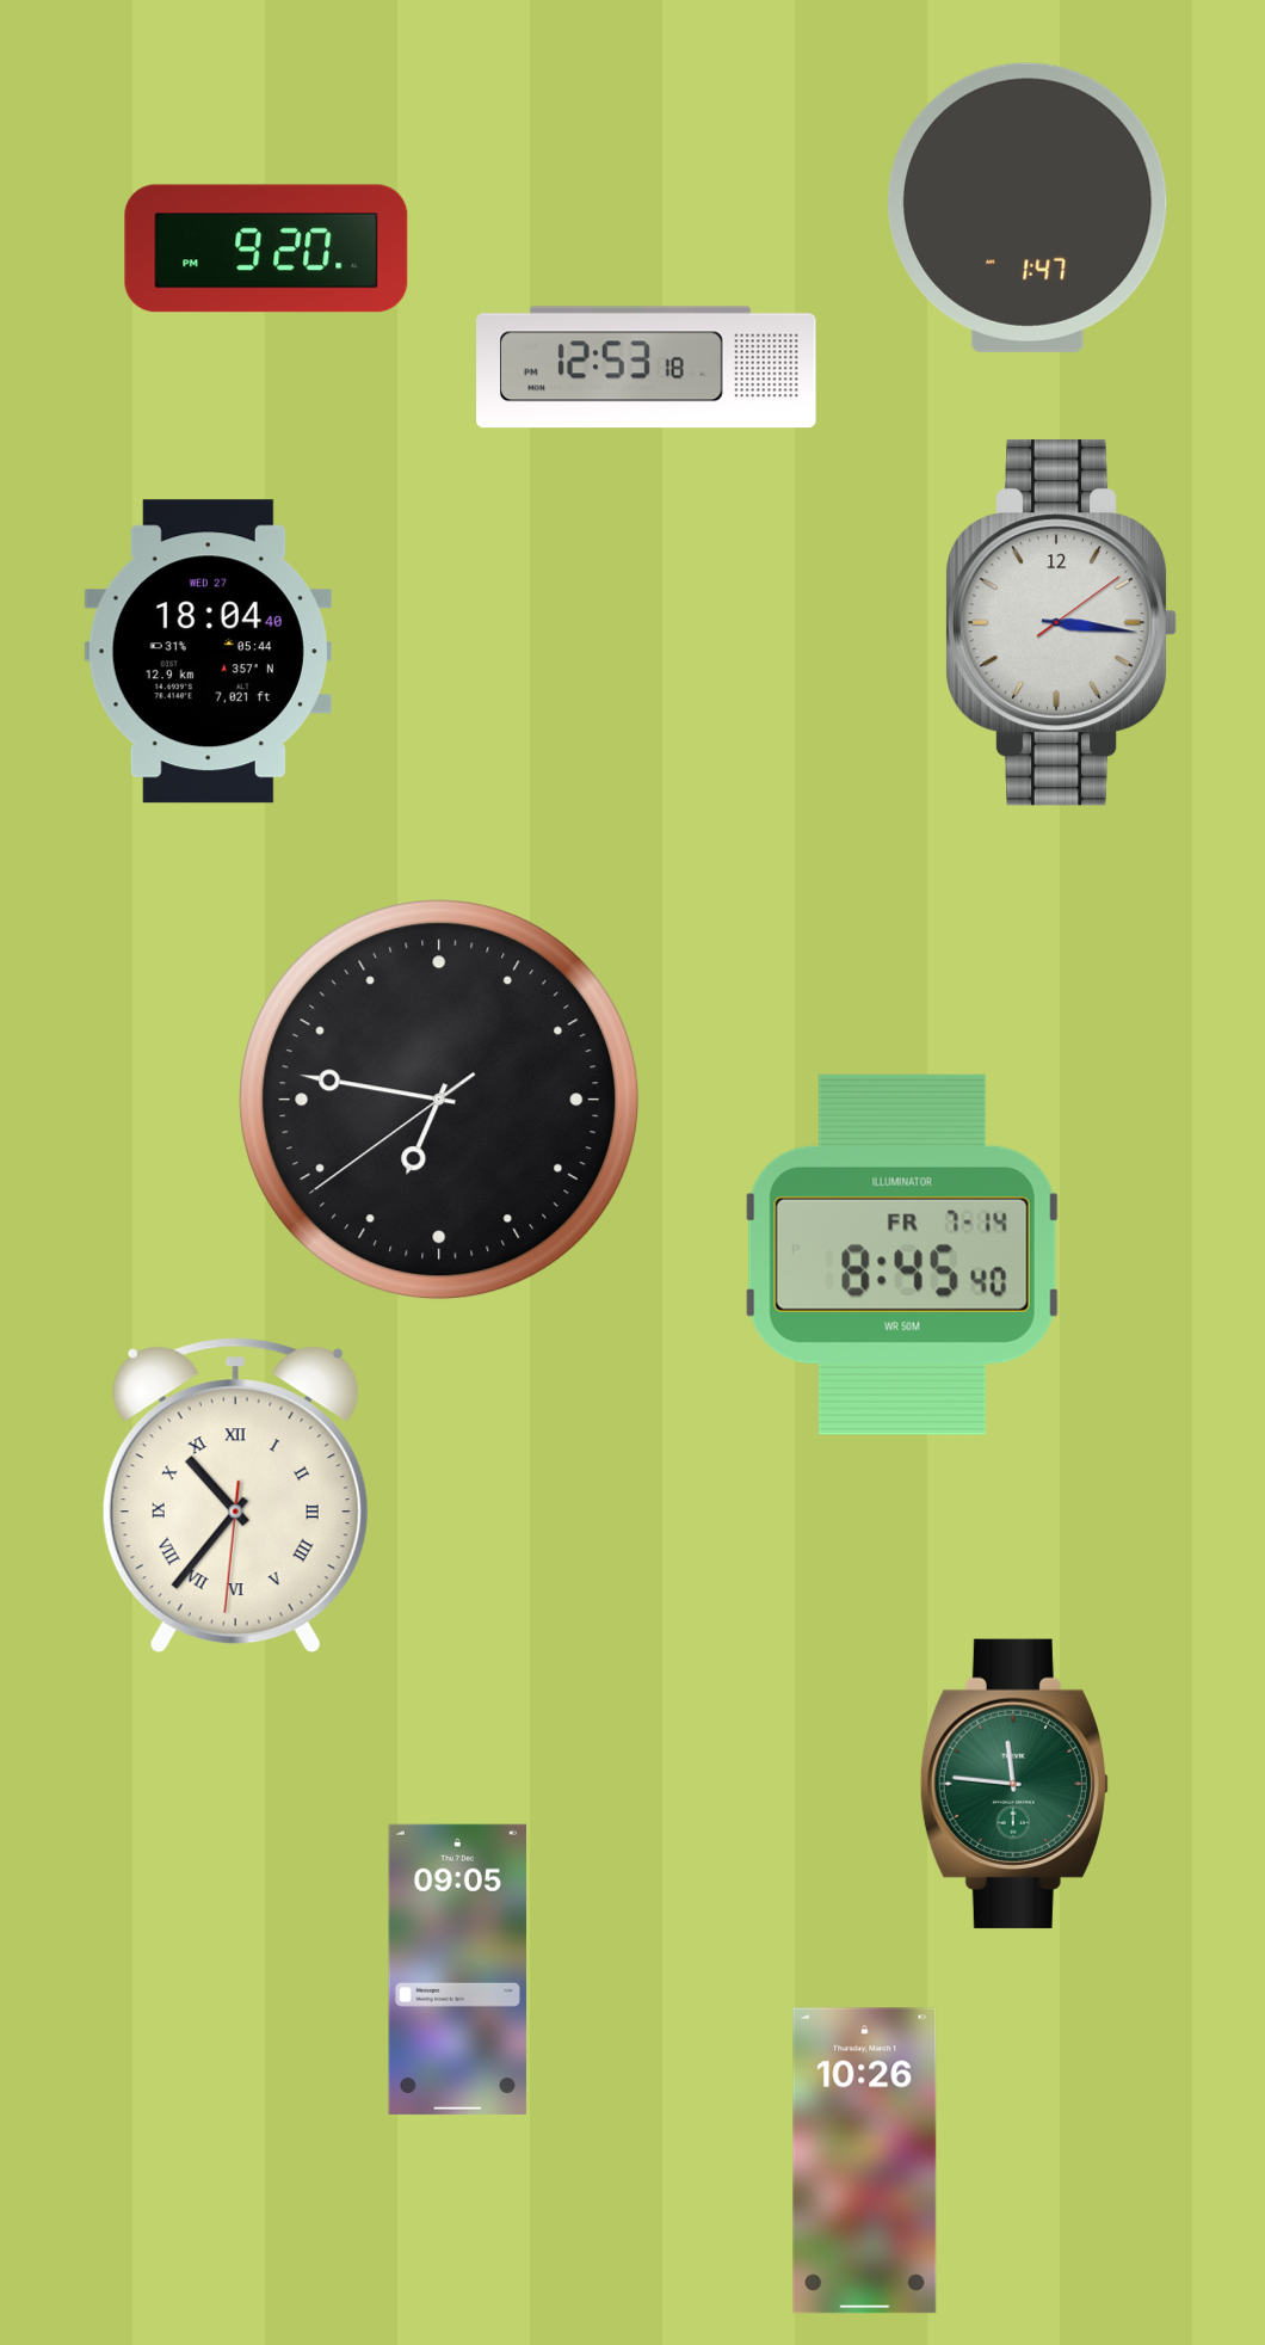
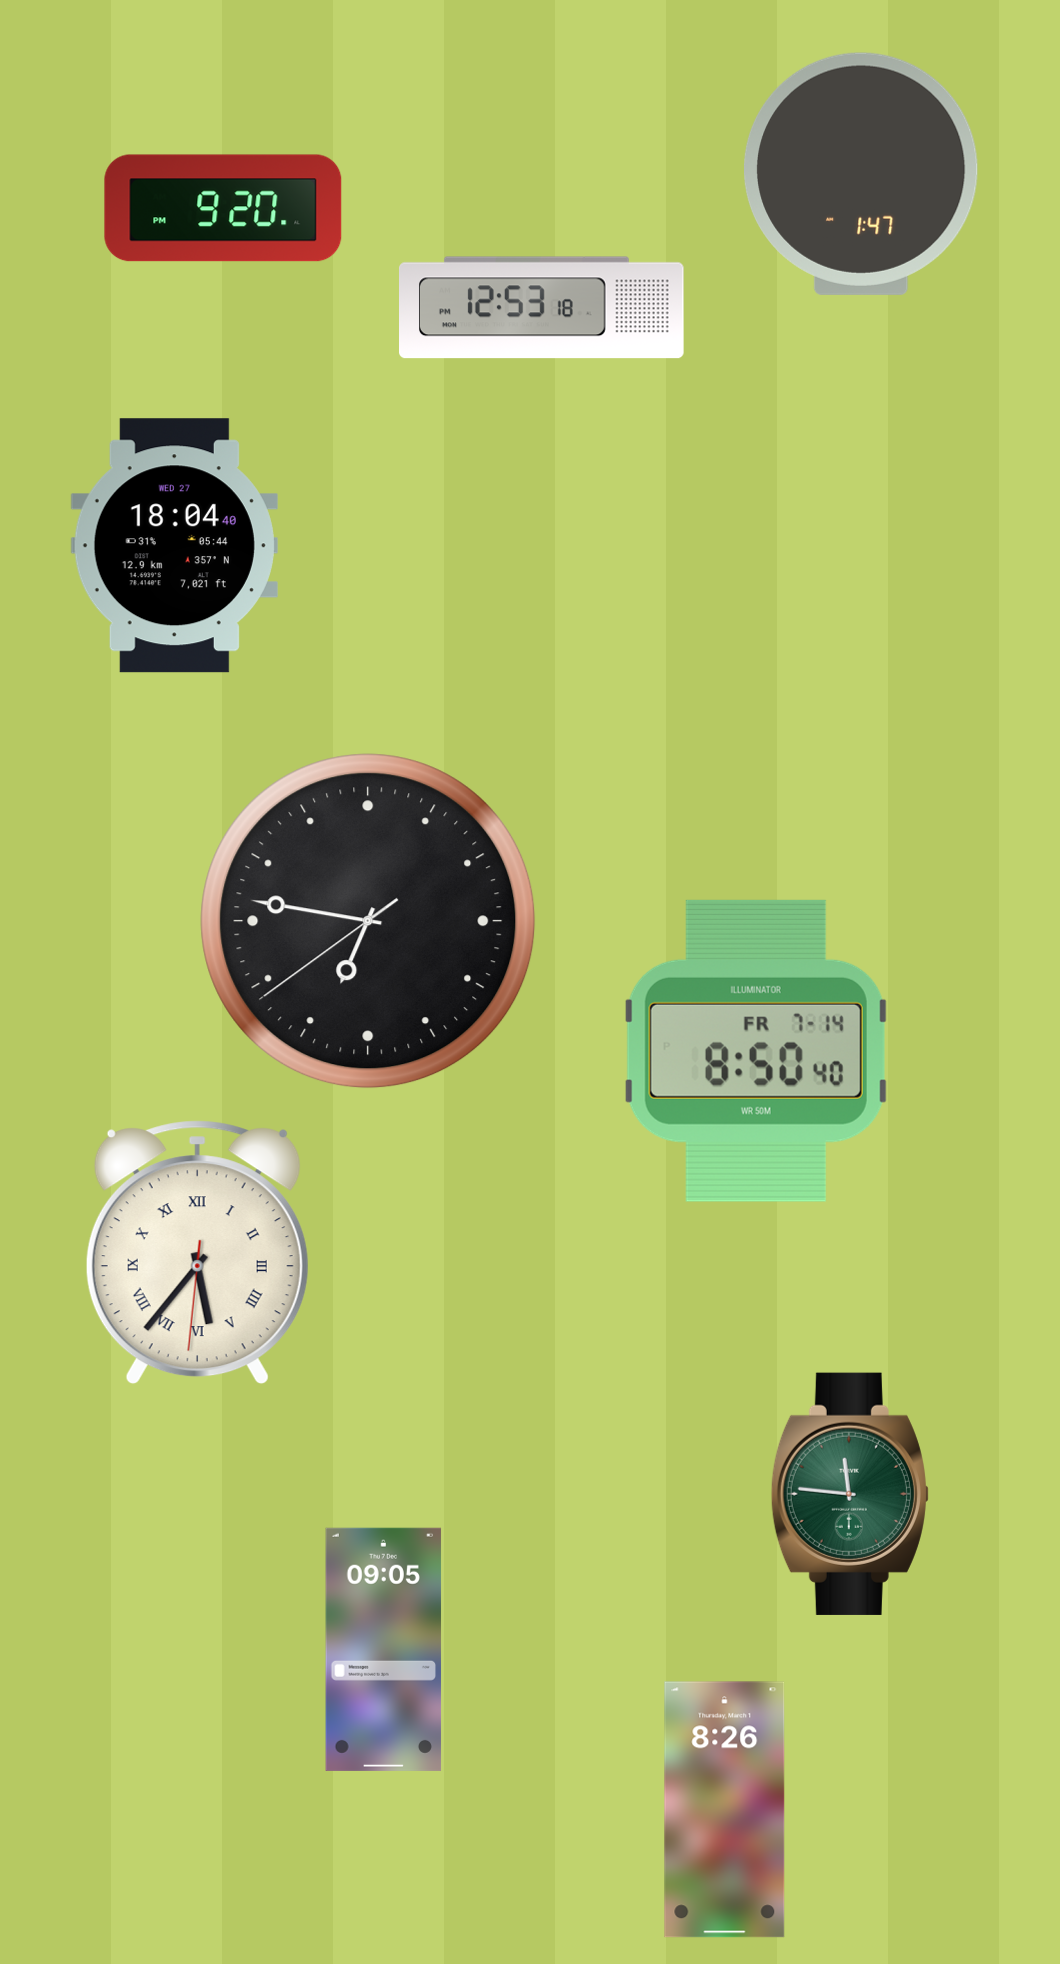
clock at (1061, 623): 3:16 -> none
clock at (902, 1255): 8:45 -> 8:50
clock at (235, 1496): 10:36 -> 5:36
clock at (865, 2161): 10:26 -> 8:26
